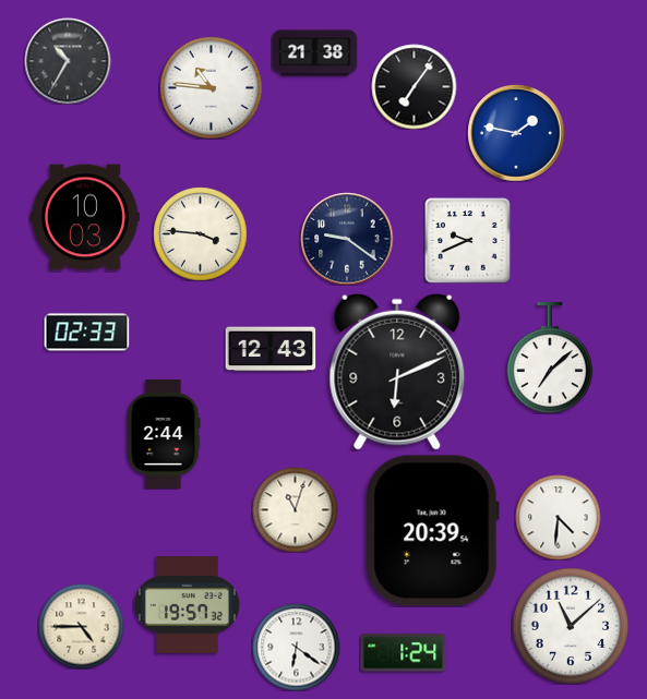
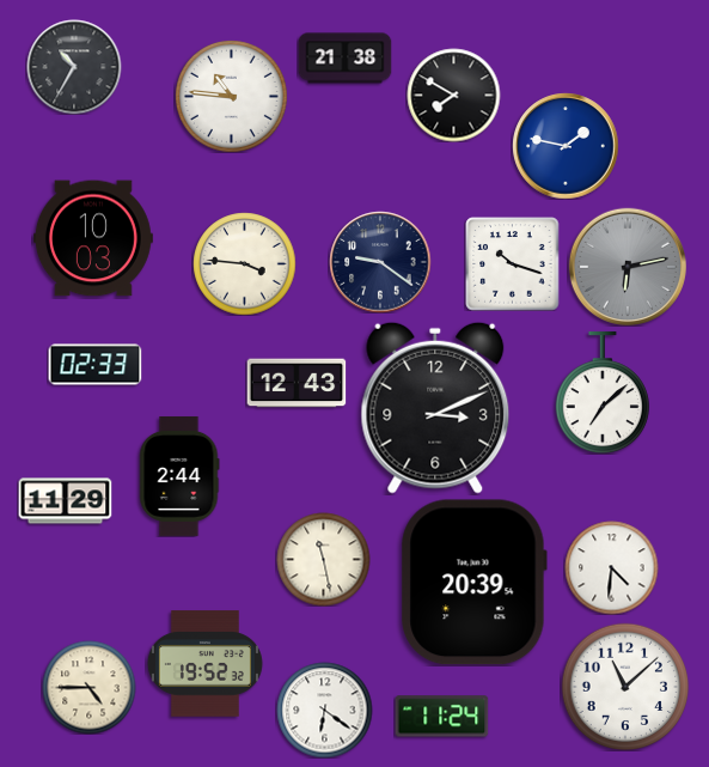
clock at (414, 86): 7:06 -> 7:50
clock at (200, 233) position: (200, 233) -> (244, 263)
clock at (467, 240): 9:41 -> 10:18
clock at (627, 266): none -> 6:13
clock at (397, 372): 6:11 -> 3:11
clock at (65, 501): none -> 11:29
clock at (295, 509): 11:03 -> 11:28
clock at (187, 605): 19:57 -> 19:52
clock at (403, 653): 1:24 -> 11:24
